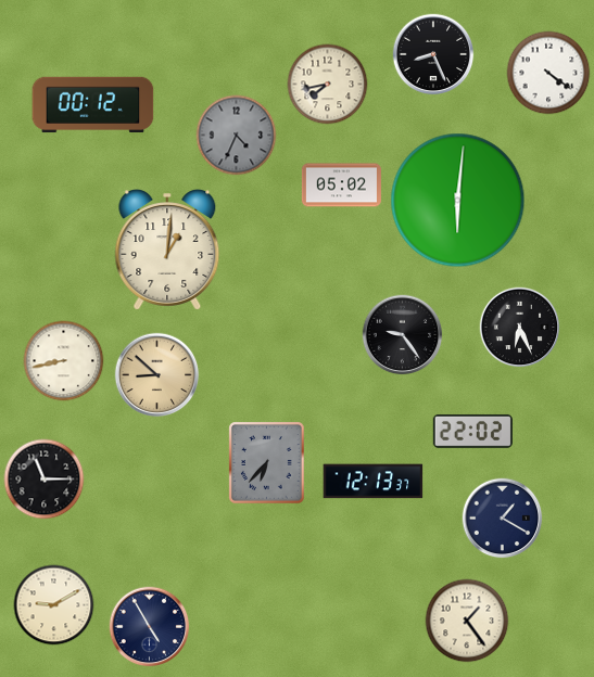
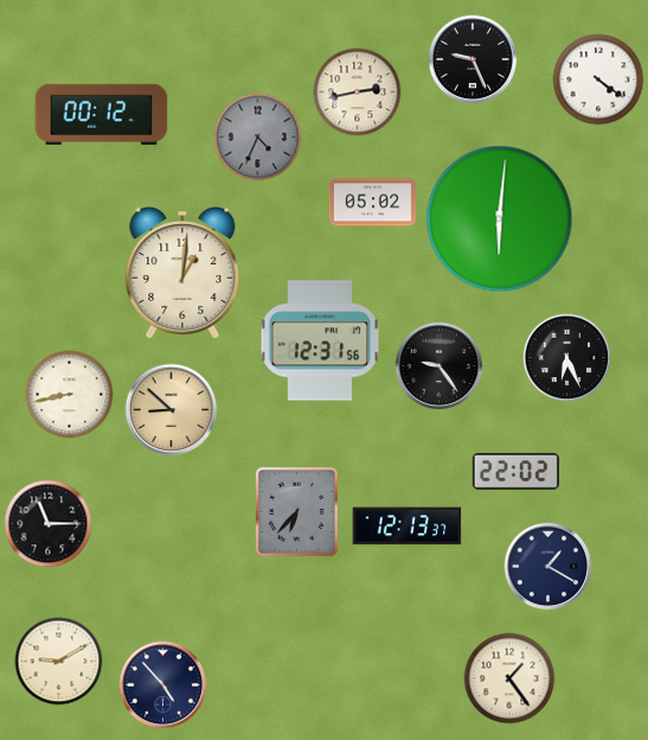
clock at (433, 54): 8:26 -> 9:26
clock at (328, 85): 7:43 -> 2:43
clock at (237, 136) position: (237, 136) -> (258, 138)
clock at (320, 340): none -> 12:31
clock at (267, 463) position: (267, 463) -> (297, 512)
clock at (150, 627): 4:55 -> 4:53
